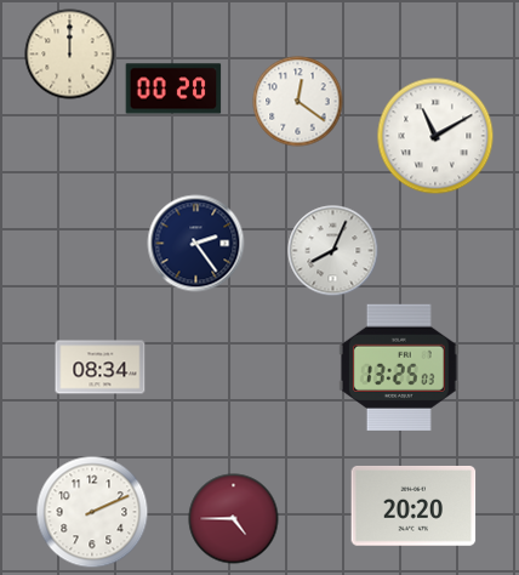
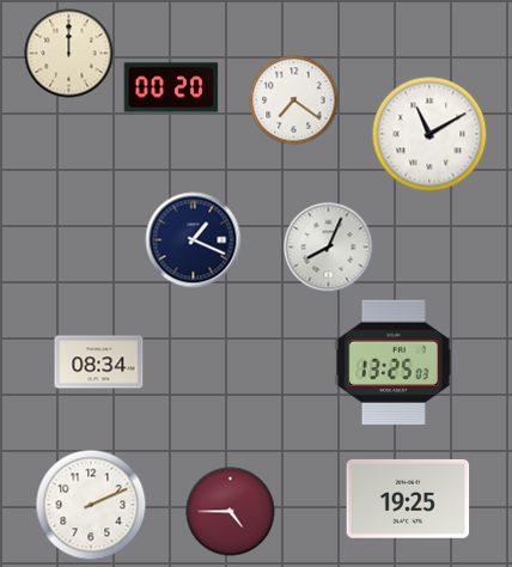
clock at (298, 102): 12:21 -> 7:21
clock at (196, 244): 2:24 -> 1:19
clock at (414, 506): 20:20 -> 19:25
